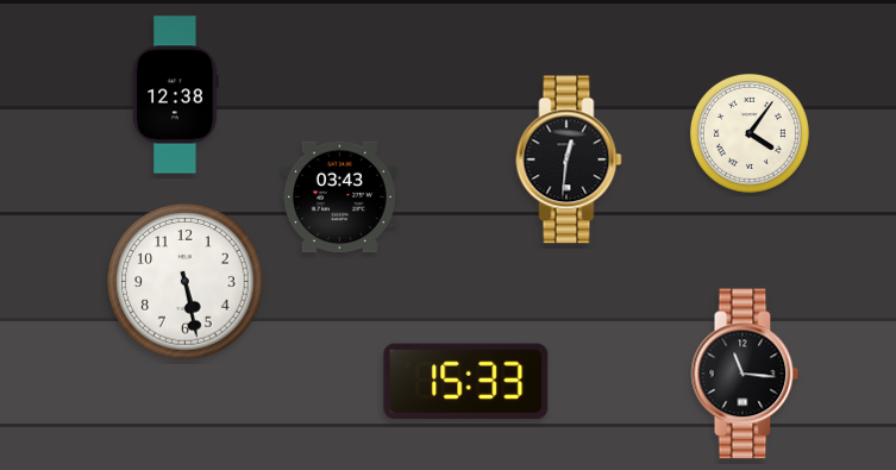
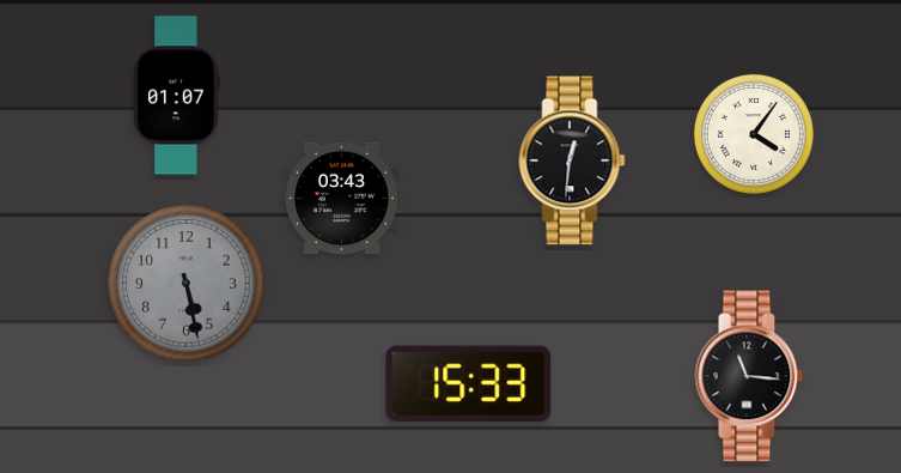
clock at (176, 95): 12:38 -> 01:07
clock at (186, 282) dial: white -> grey
